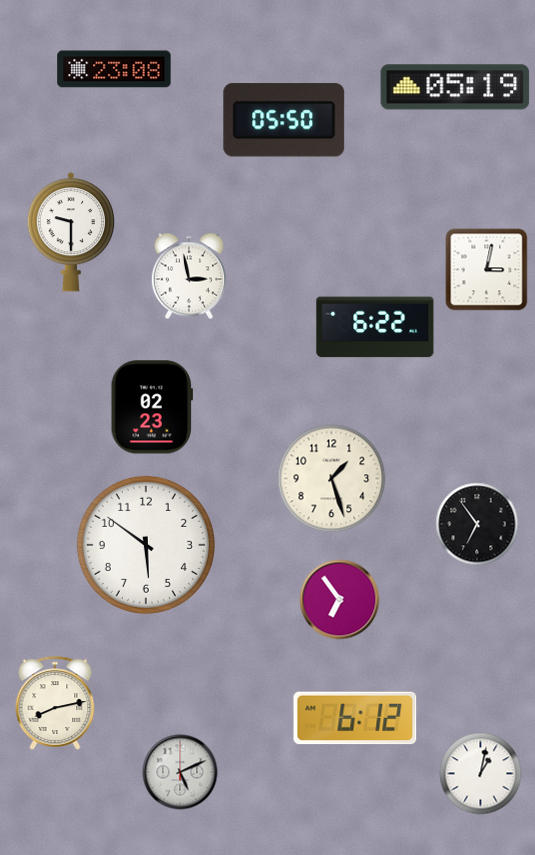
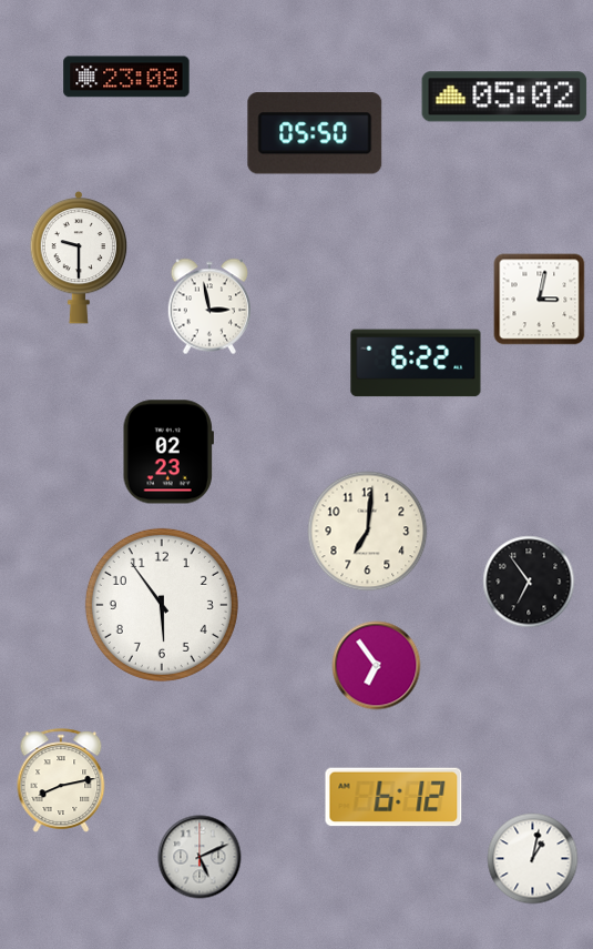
clock at (455, 87): 05:19 -> 05:02
clock at (332, 479): 1:27 -> 7:01
clock at (146, 545): 5:51 -> 5:54
